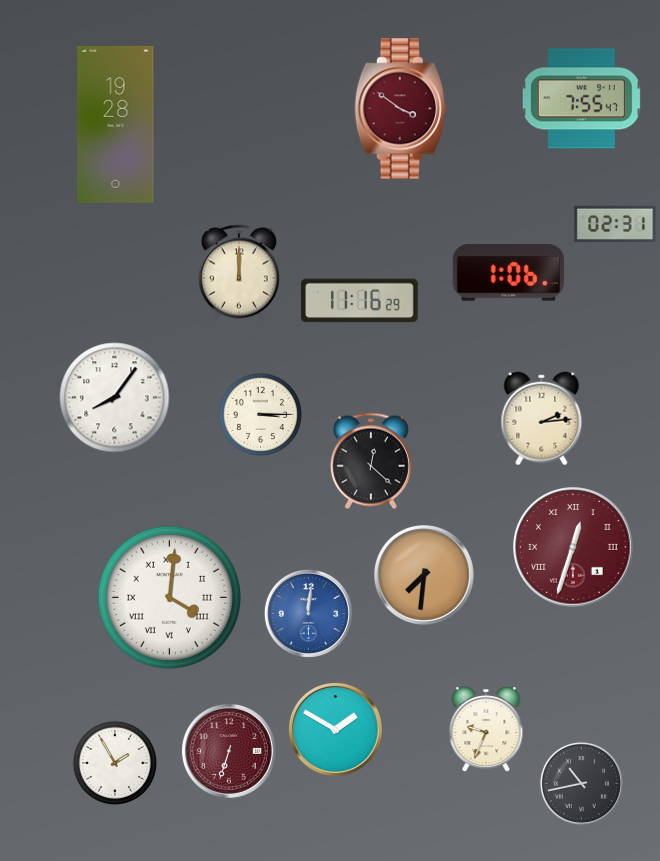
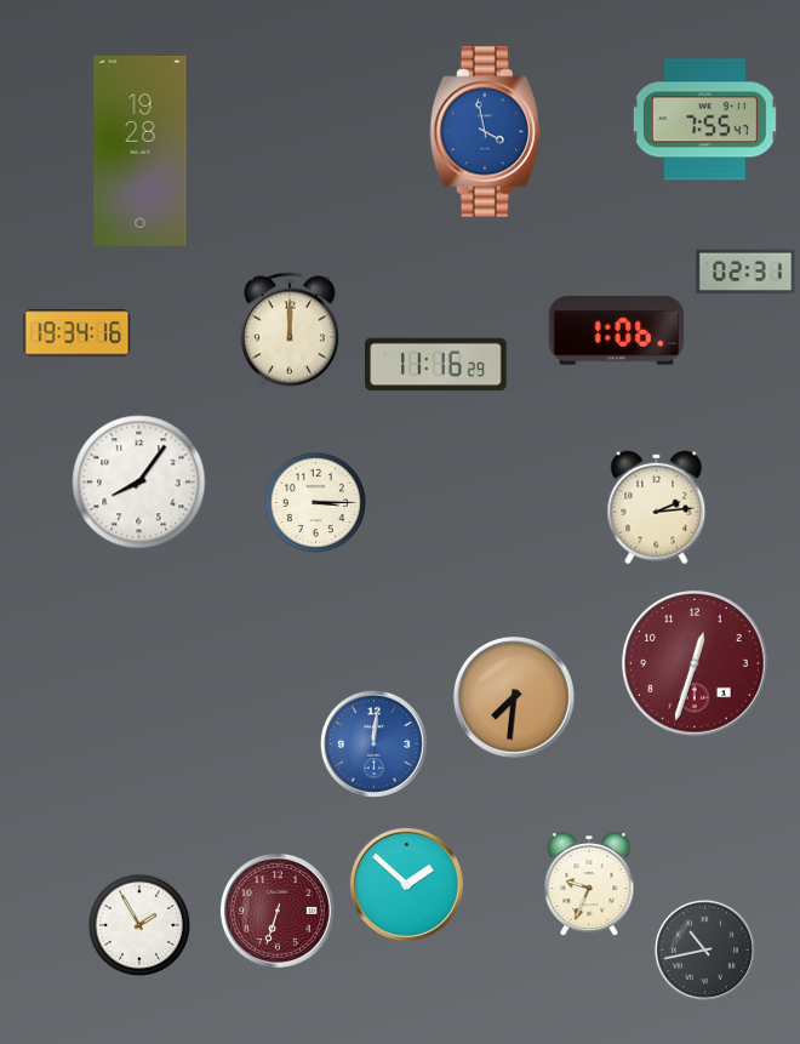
clock at (400, 109): 3:51 -> 3:58
clock at (400, 109) dial: burgundy -> blue
clock at (78, 333): none -> 19:34
clock at (371, 461): 12:22 -> none
clock at (573, 547) numerals: Roman -> Arabic
clock at (169, 597): 4:01 -> none
clock at (335, 729): 1:50 -> 1:52
